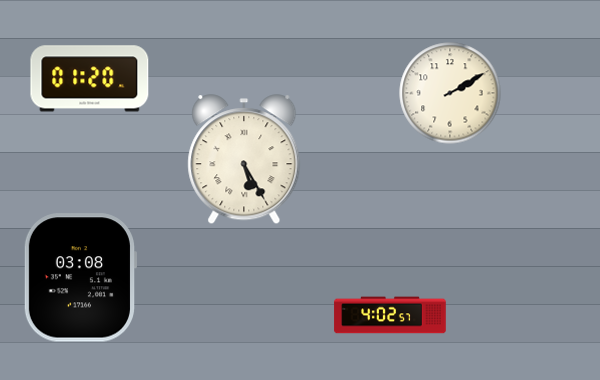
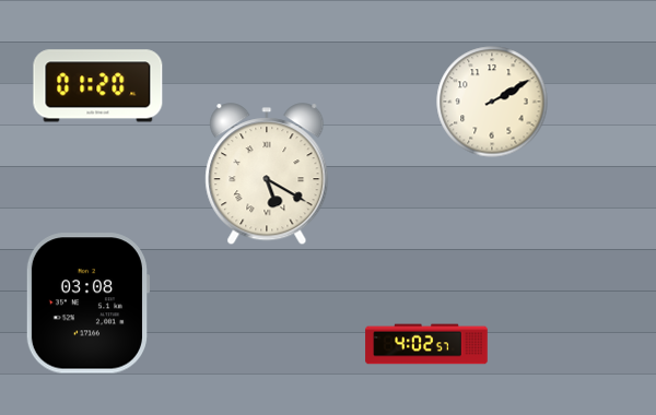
clock at (244, 160): 5:25 -> 5:20
